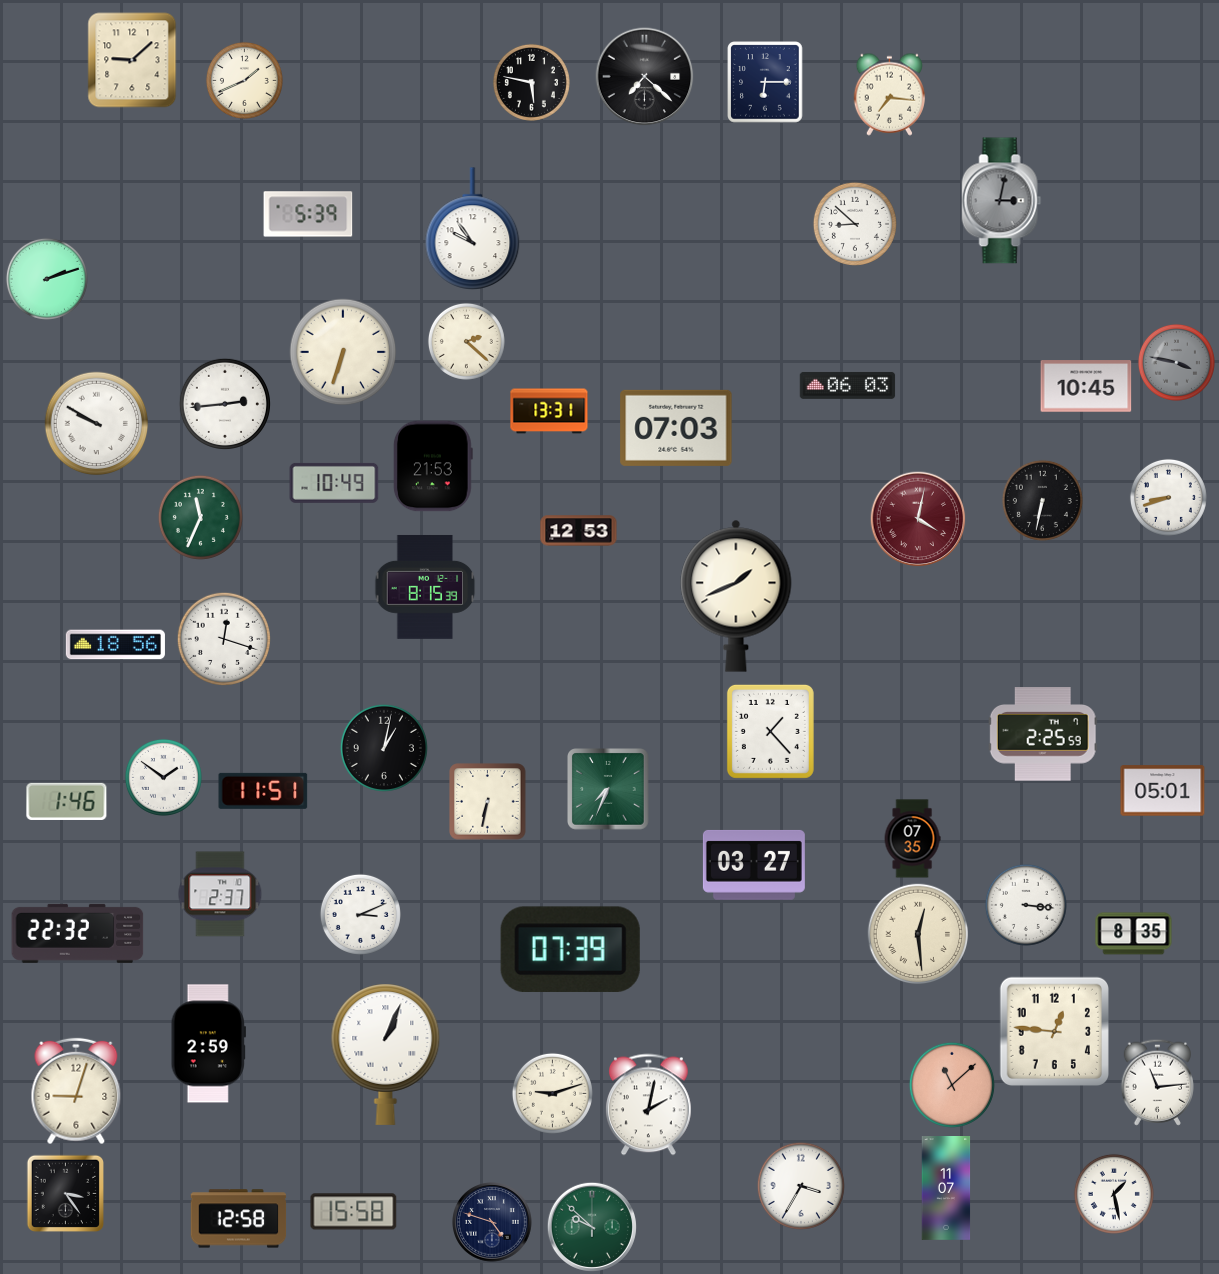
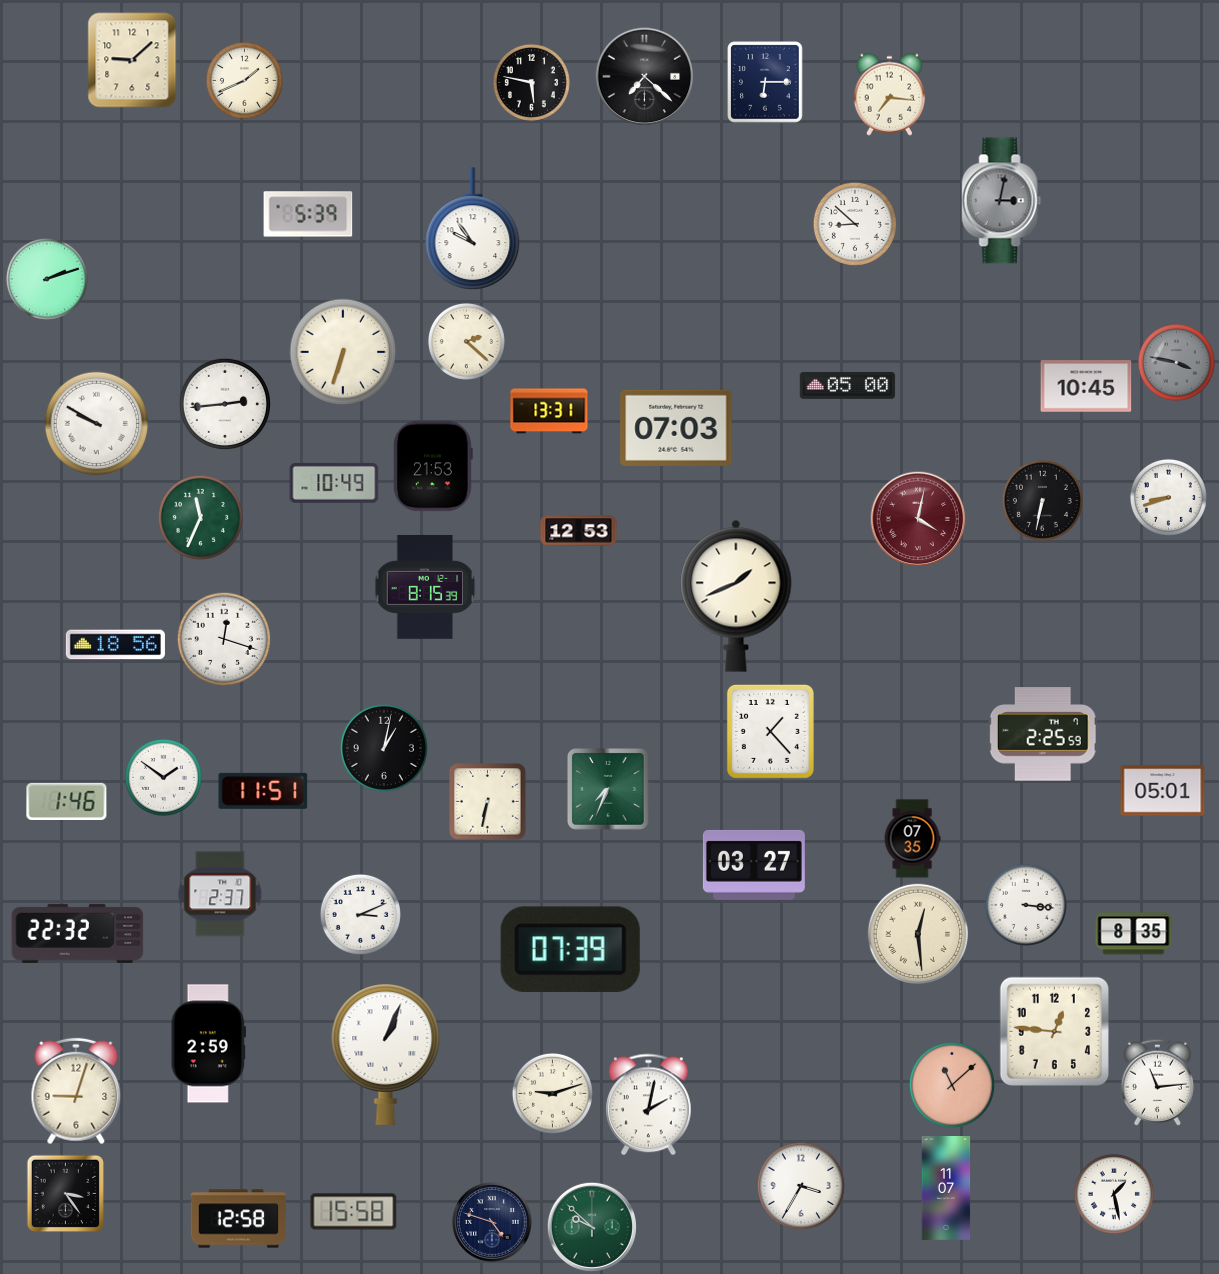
clock at (848, 385): 06:03 -> 05:00
